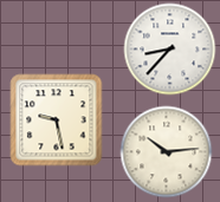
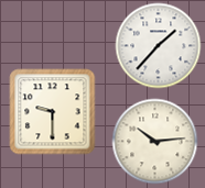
clock at (169, 48): 8:37 -> 1:37
clock at (56, 119): 9:28 -> 9:30
